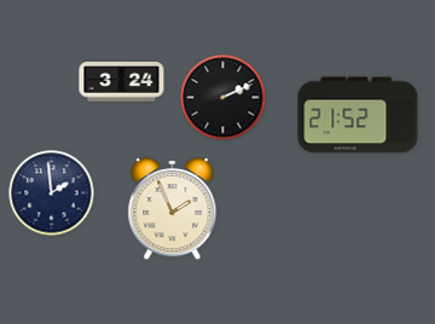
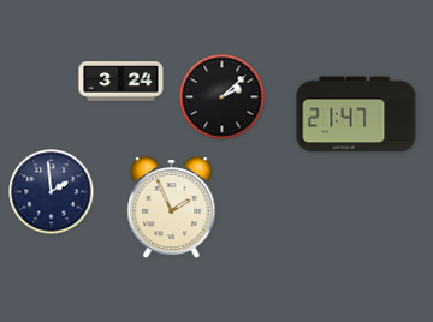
clock at (224, 98): 2:11 -> 2:08
clock at (358, 115): 21:52 -> 21:47
